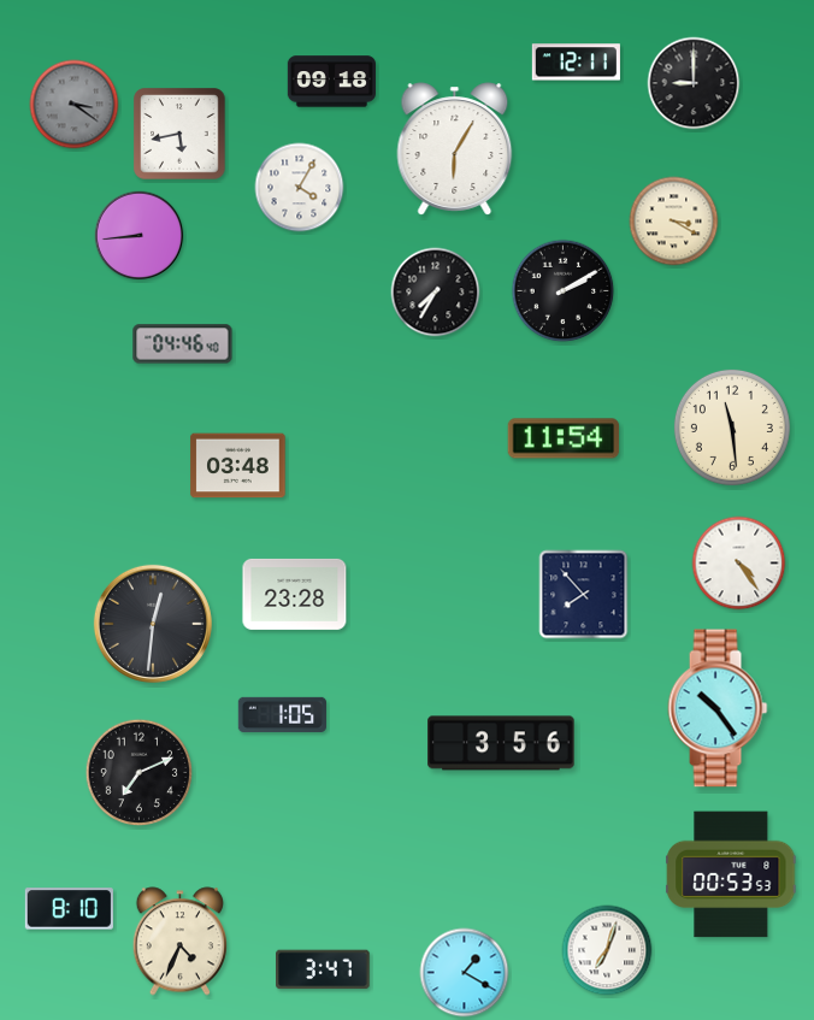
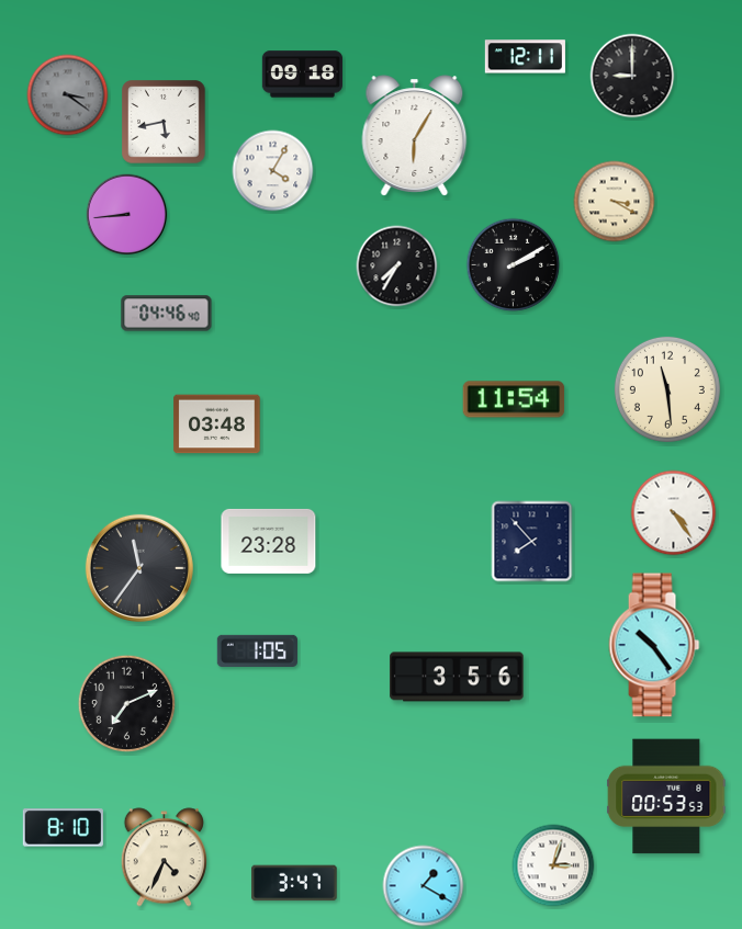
clock at (153, 624): 12:31 -> 11:36
clock at (607, 950): 7:03 -> 3:03
